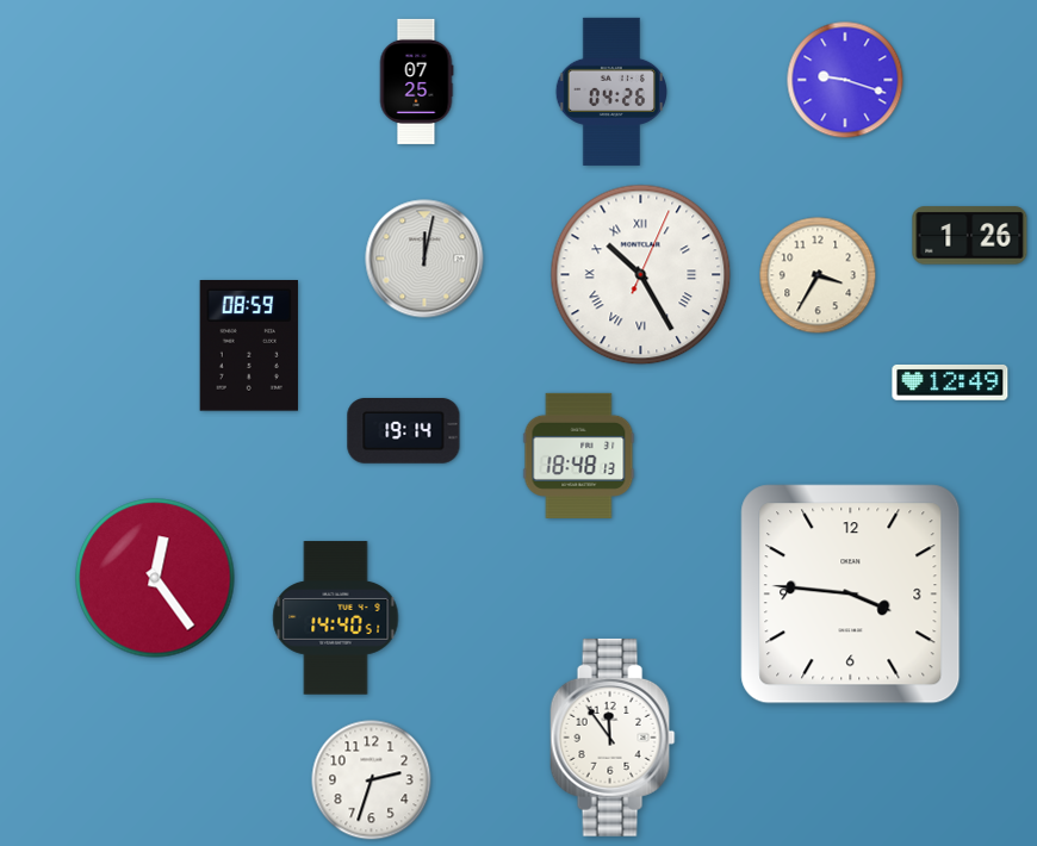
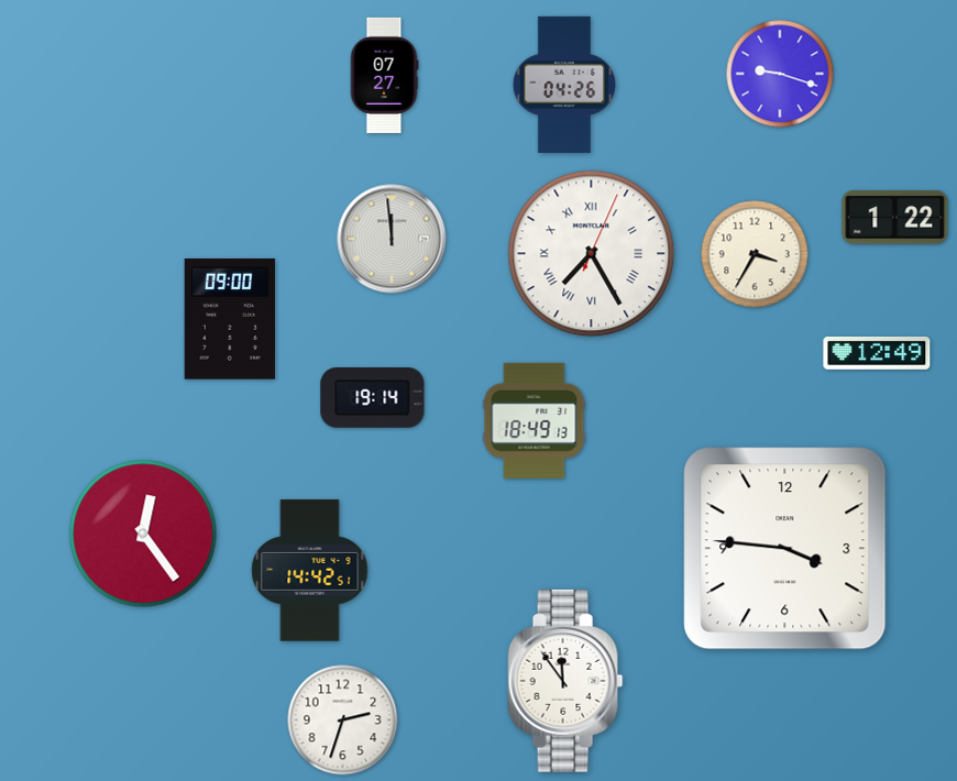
clock at (416, 81): 07:25 -> 07:27
clock at (970, 236): 1:26 -> 1:22
clock at (424, 259): 12:02 -> 11:59
clock at (641, 275): 10:25 -> 7:25
clock at (249, 346): 08:59 -> 09:00
clock at (579, 455): 18:48 -> 18:49
clock at (336, 618): 14:40 -> 14:42
